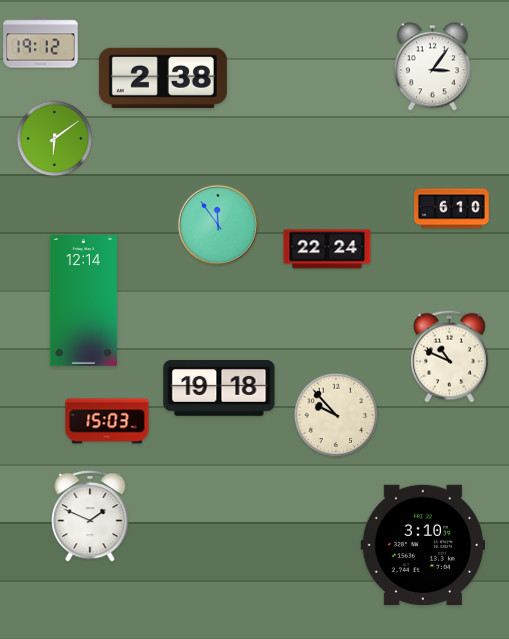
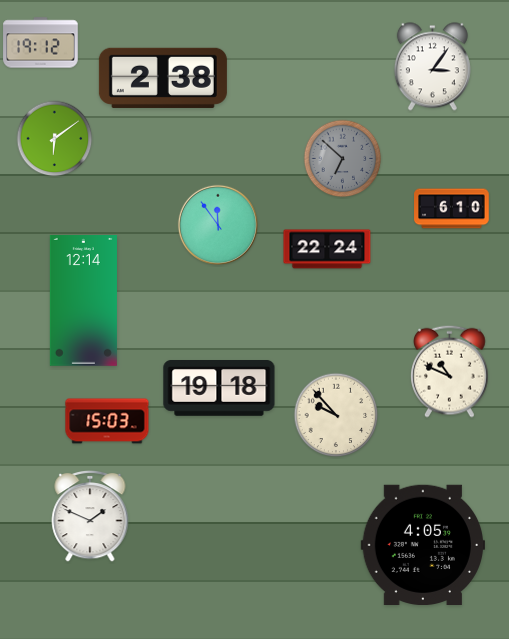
clock at (343, 159): none -> 6:52
clock at (450, 356) position: (450, 356) -> (450, 371)
clock at (422, 544): 3:10 -> 4:05
